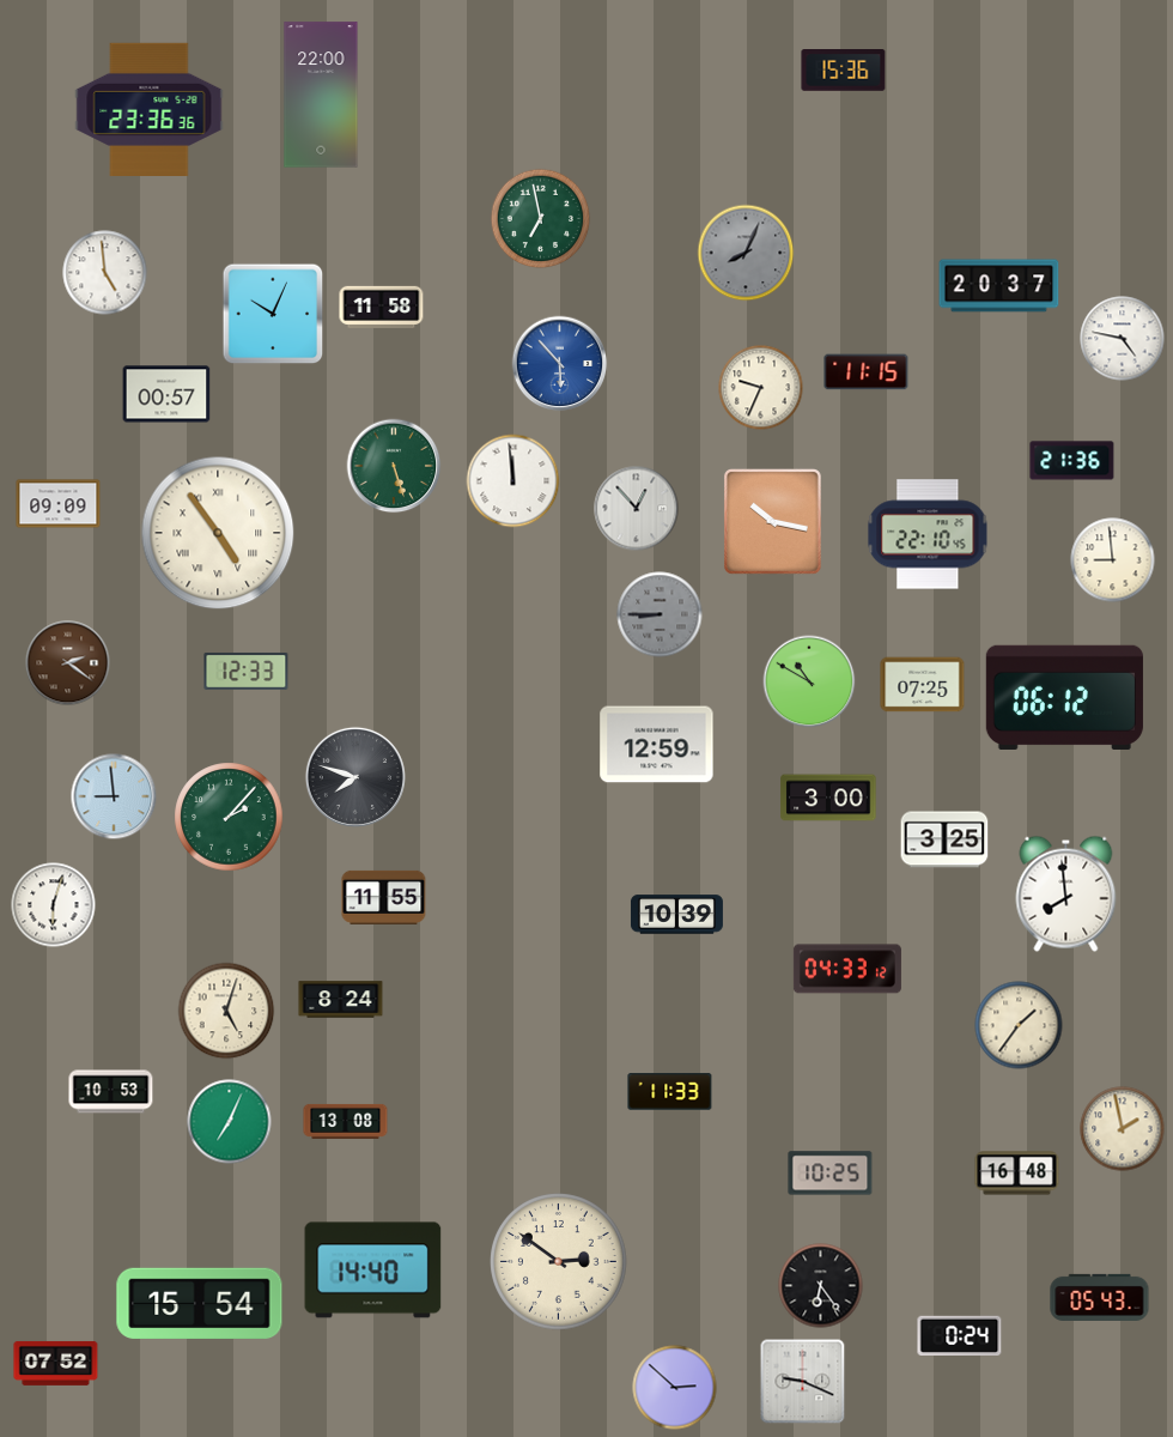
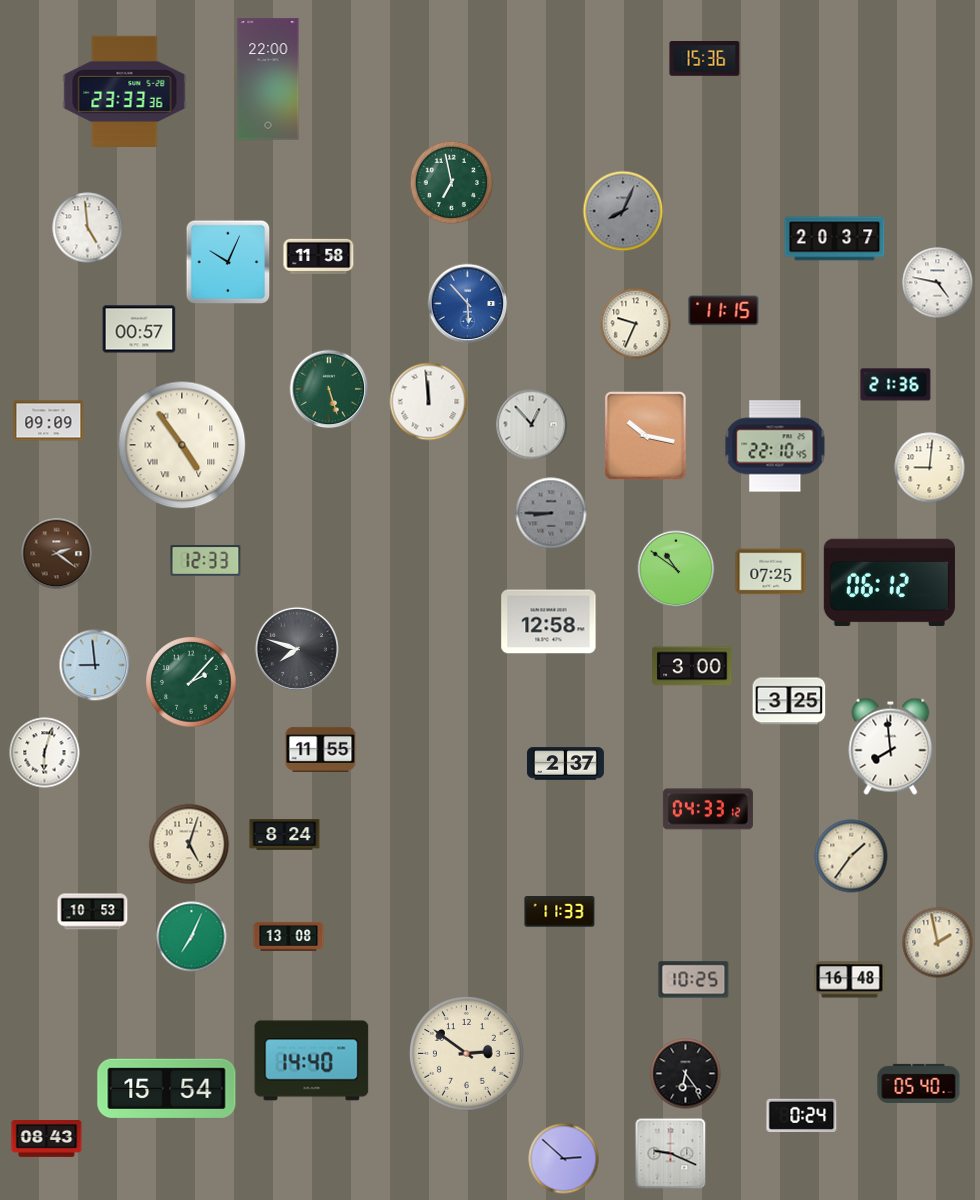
clock at (150, 109): 23:36 -> 23:33
clock at (1113, 560): 8:59 -> 9:01
clock at (809, 681): 10:50 -> 10:51
clock at (657, 745): 12:59 -> 12:58
clock at (54, 905) position: (54, 905) -> (45, 753)
clock at (676, 915): 10:39 -> 2:37
clock at (1100, 1297): 05:43 -> 05:40
clock at (56, 1363): 07:52 -> 08:43
